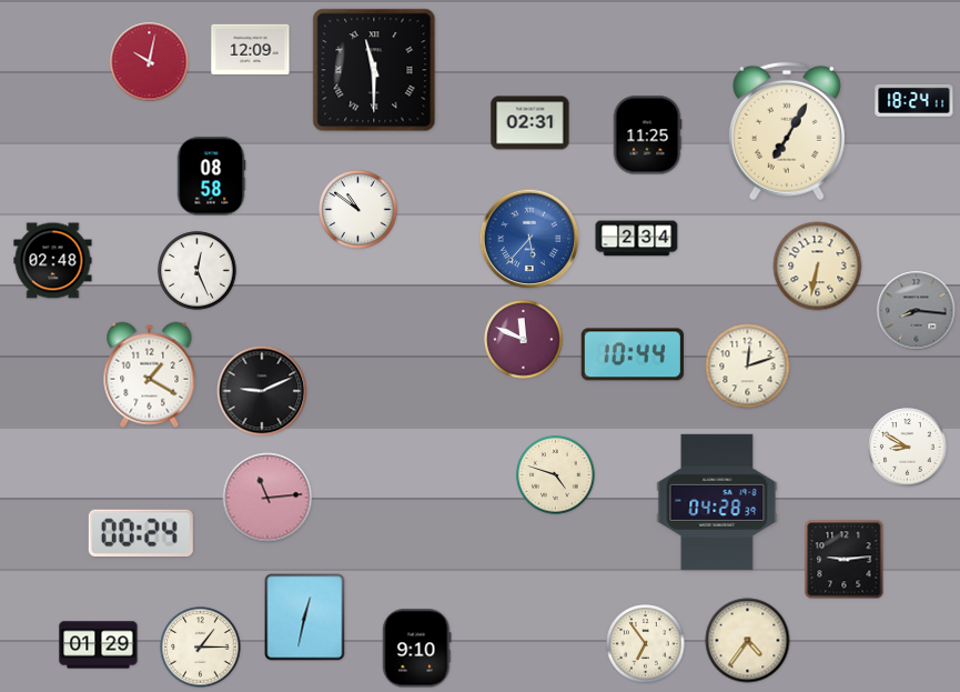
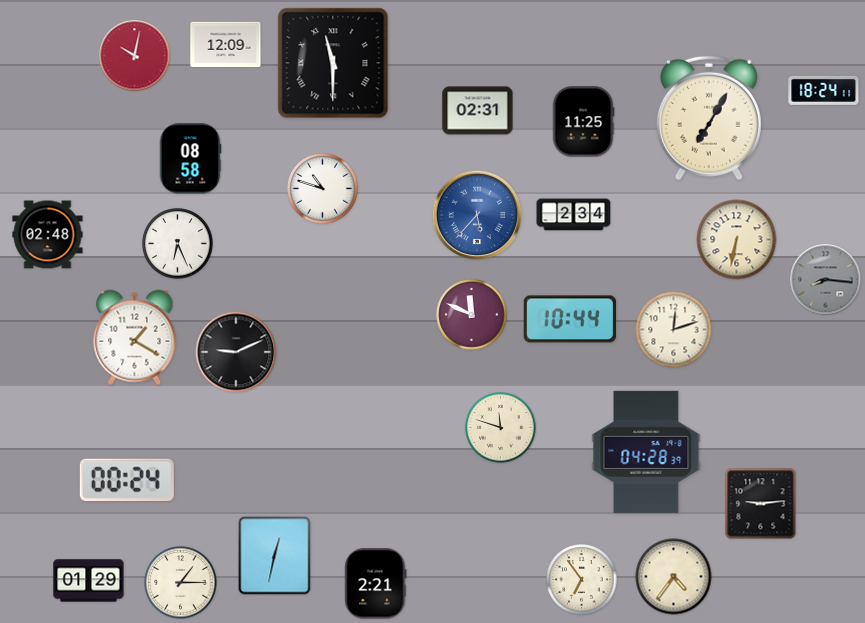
clock at (374, 70) position: (374, 70) -> (333, 63)
clock at (358, 210): 10:51 -> 10:48
clock at (198, 271): 12:26 -> 6:26
clock at (524, 340) position: (524, 340) -> (472, 315)
clock at (908, 448): 8:50 -> none
clock at (556, 475): 4:48 -> 11:48
clock at (267, 498): 11:14 -> none
clock at (417, 649): 9:10 -> 2:21
